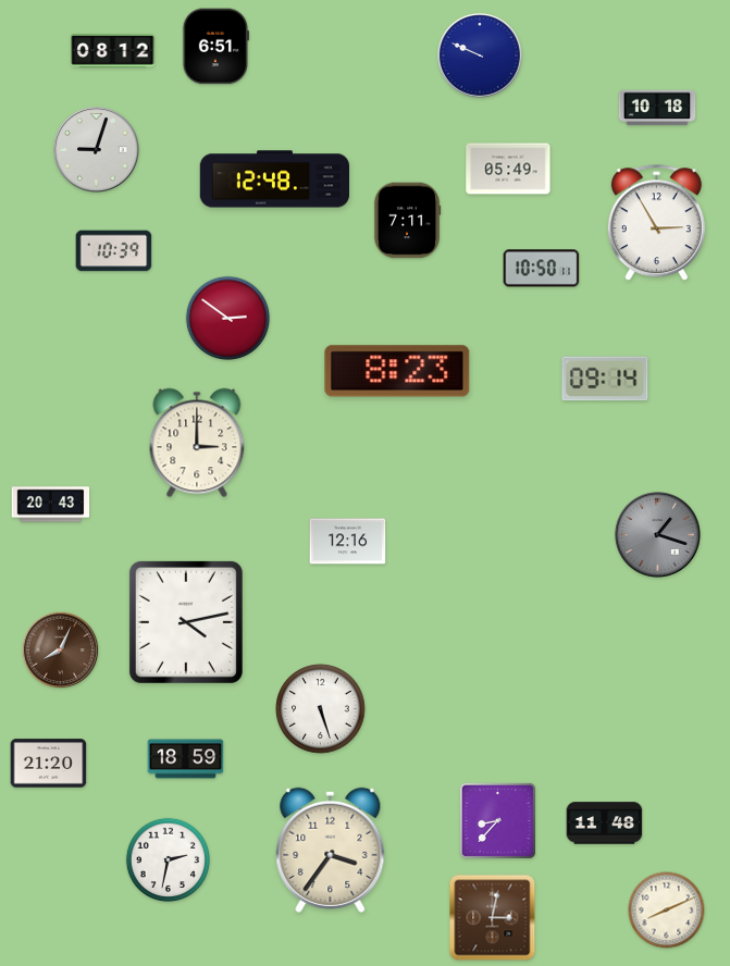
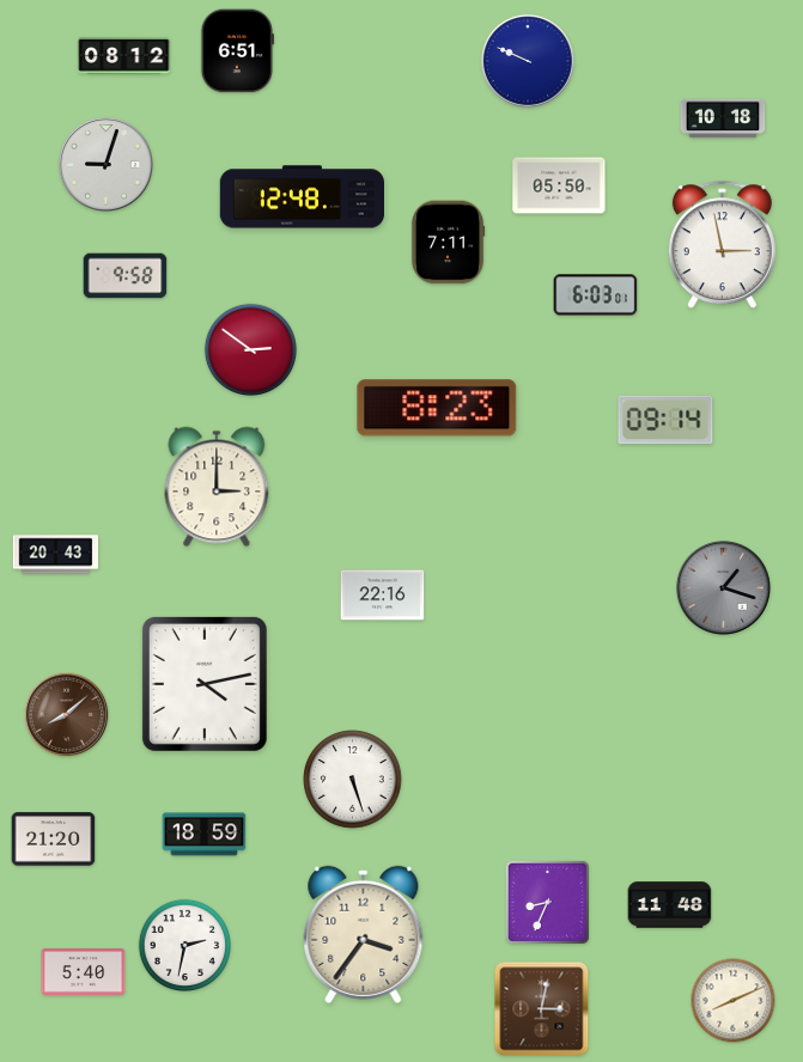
clock at (508, 169): 05:49 -> 05:50
clock at (656, 223): 2:55 -> 2:58
clock at (114, 251): 10:39 -> 9:58
clock at (542, 269): 10:50 -> 6:03
clock at (605, 379) position: (605, 379) -> (665, 420)
clock at (348, 542): 12:16 -> 22:16
clock at (61, 651): 8:04 -> 8:08
clock at (497, 820): 8:37 -> 8:34
clock at (605, 823) position: (605, 823) -> (670, 905)
clock at (84, 972): none -> 5:40
